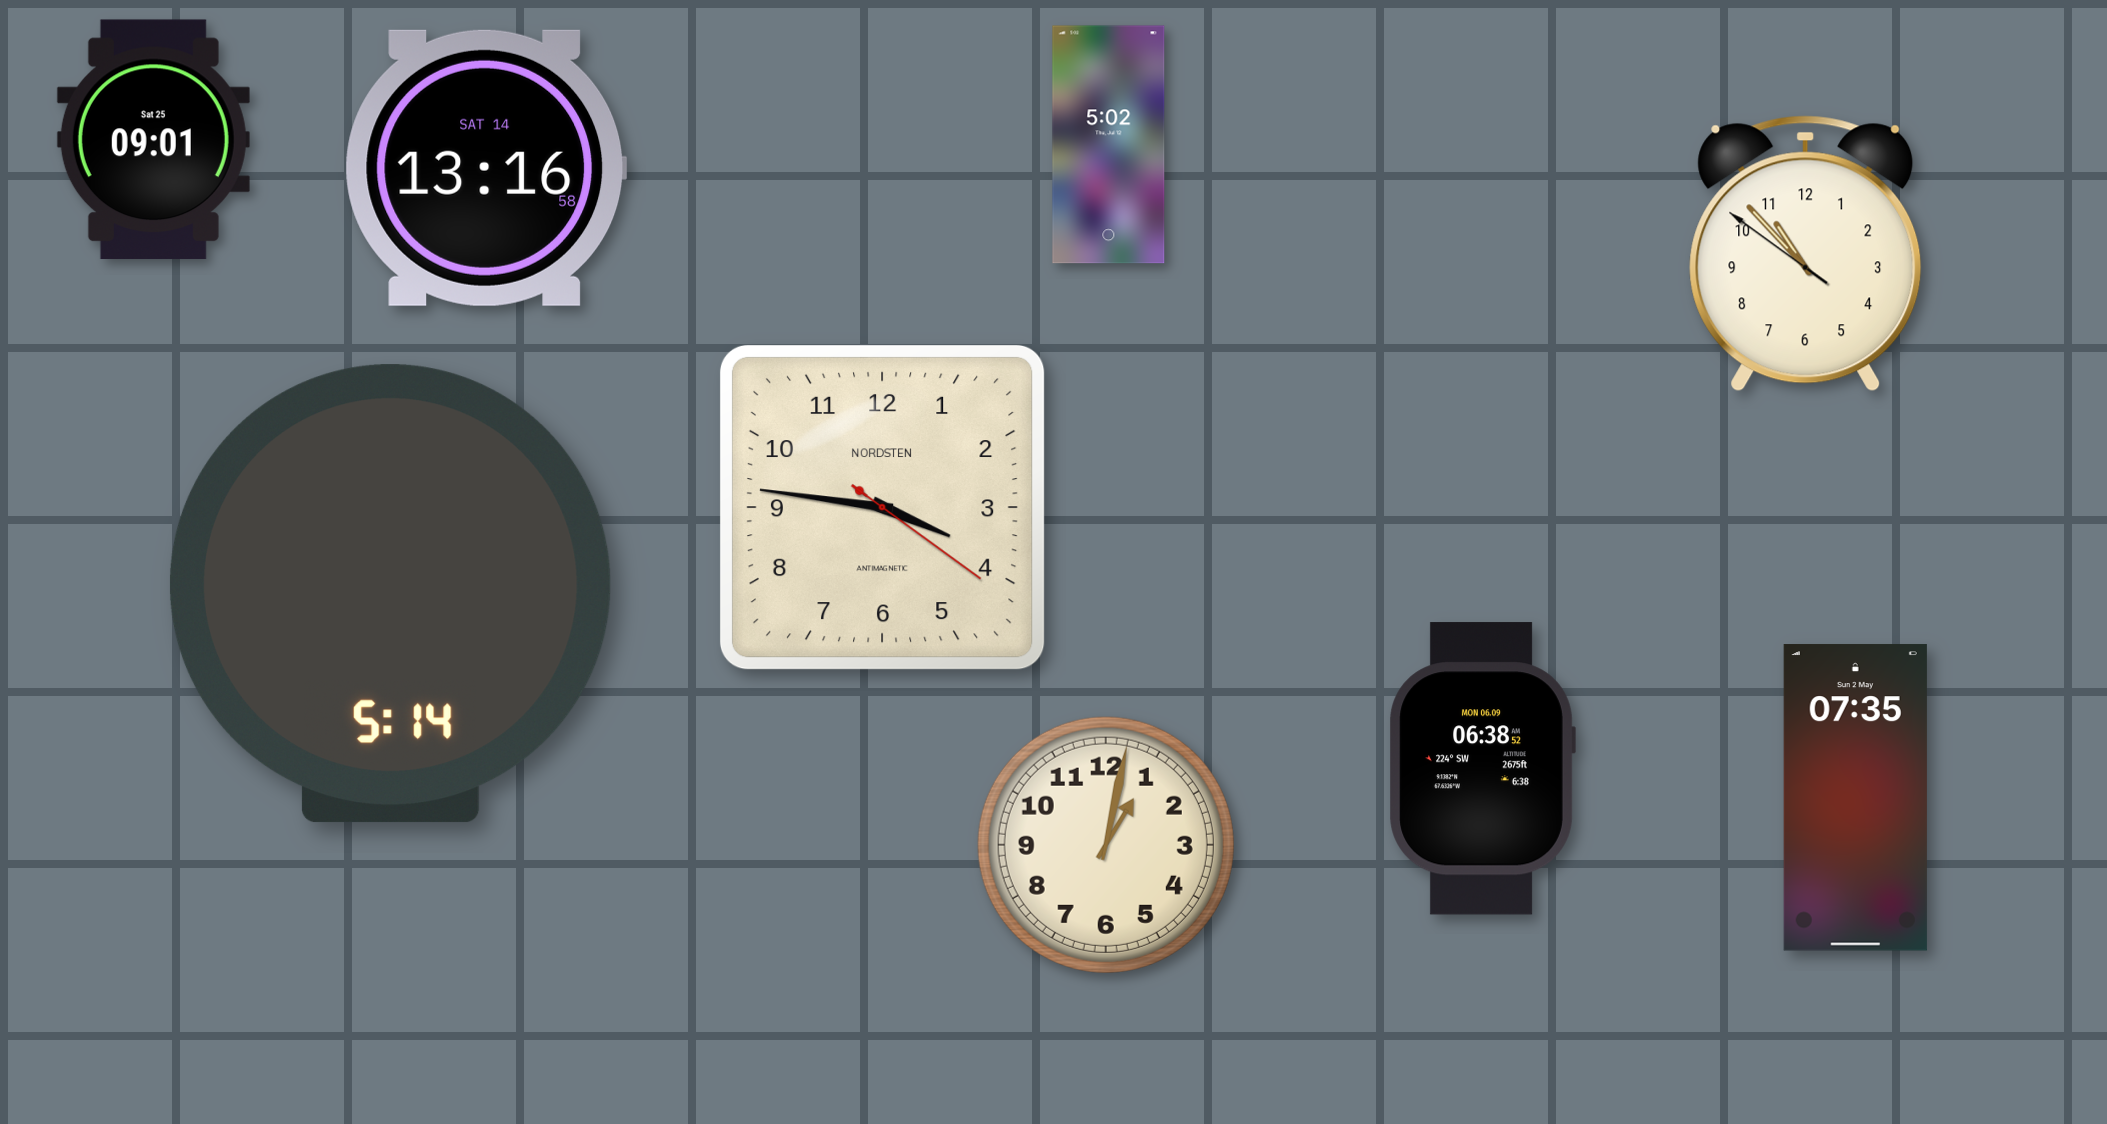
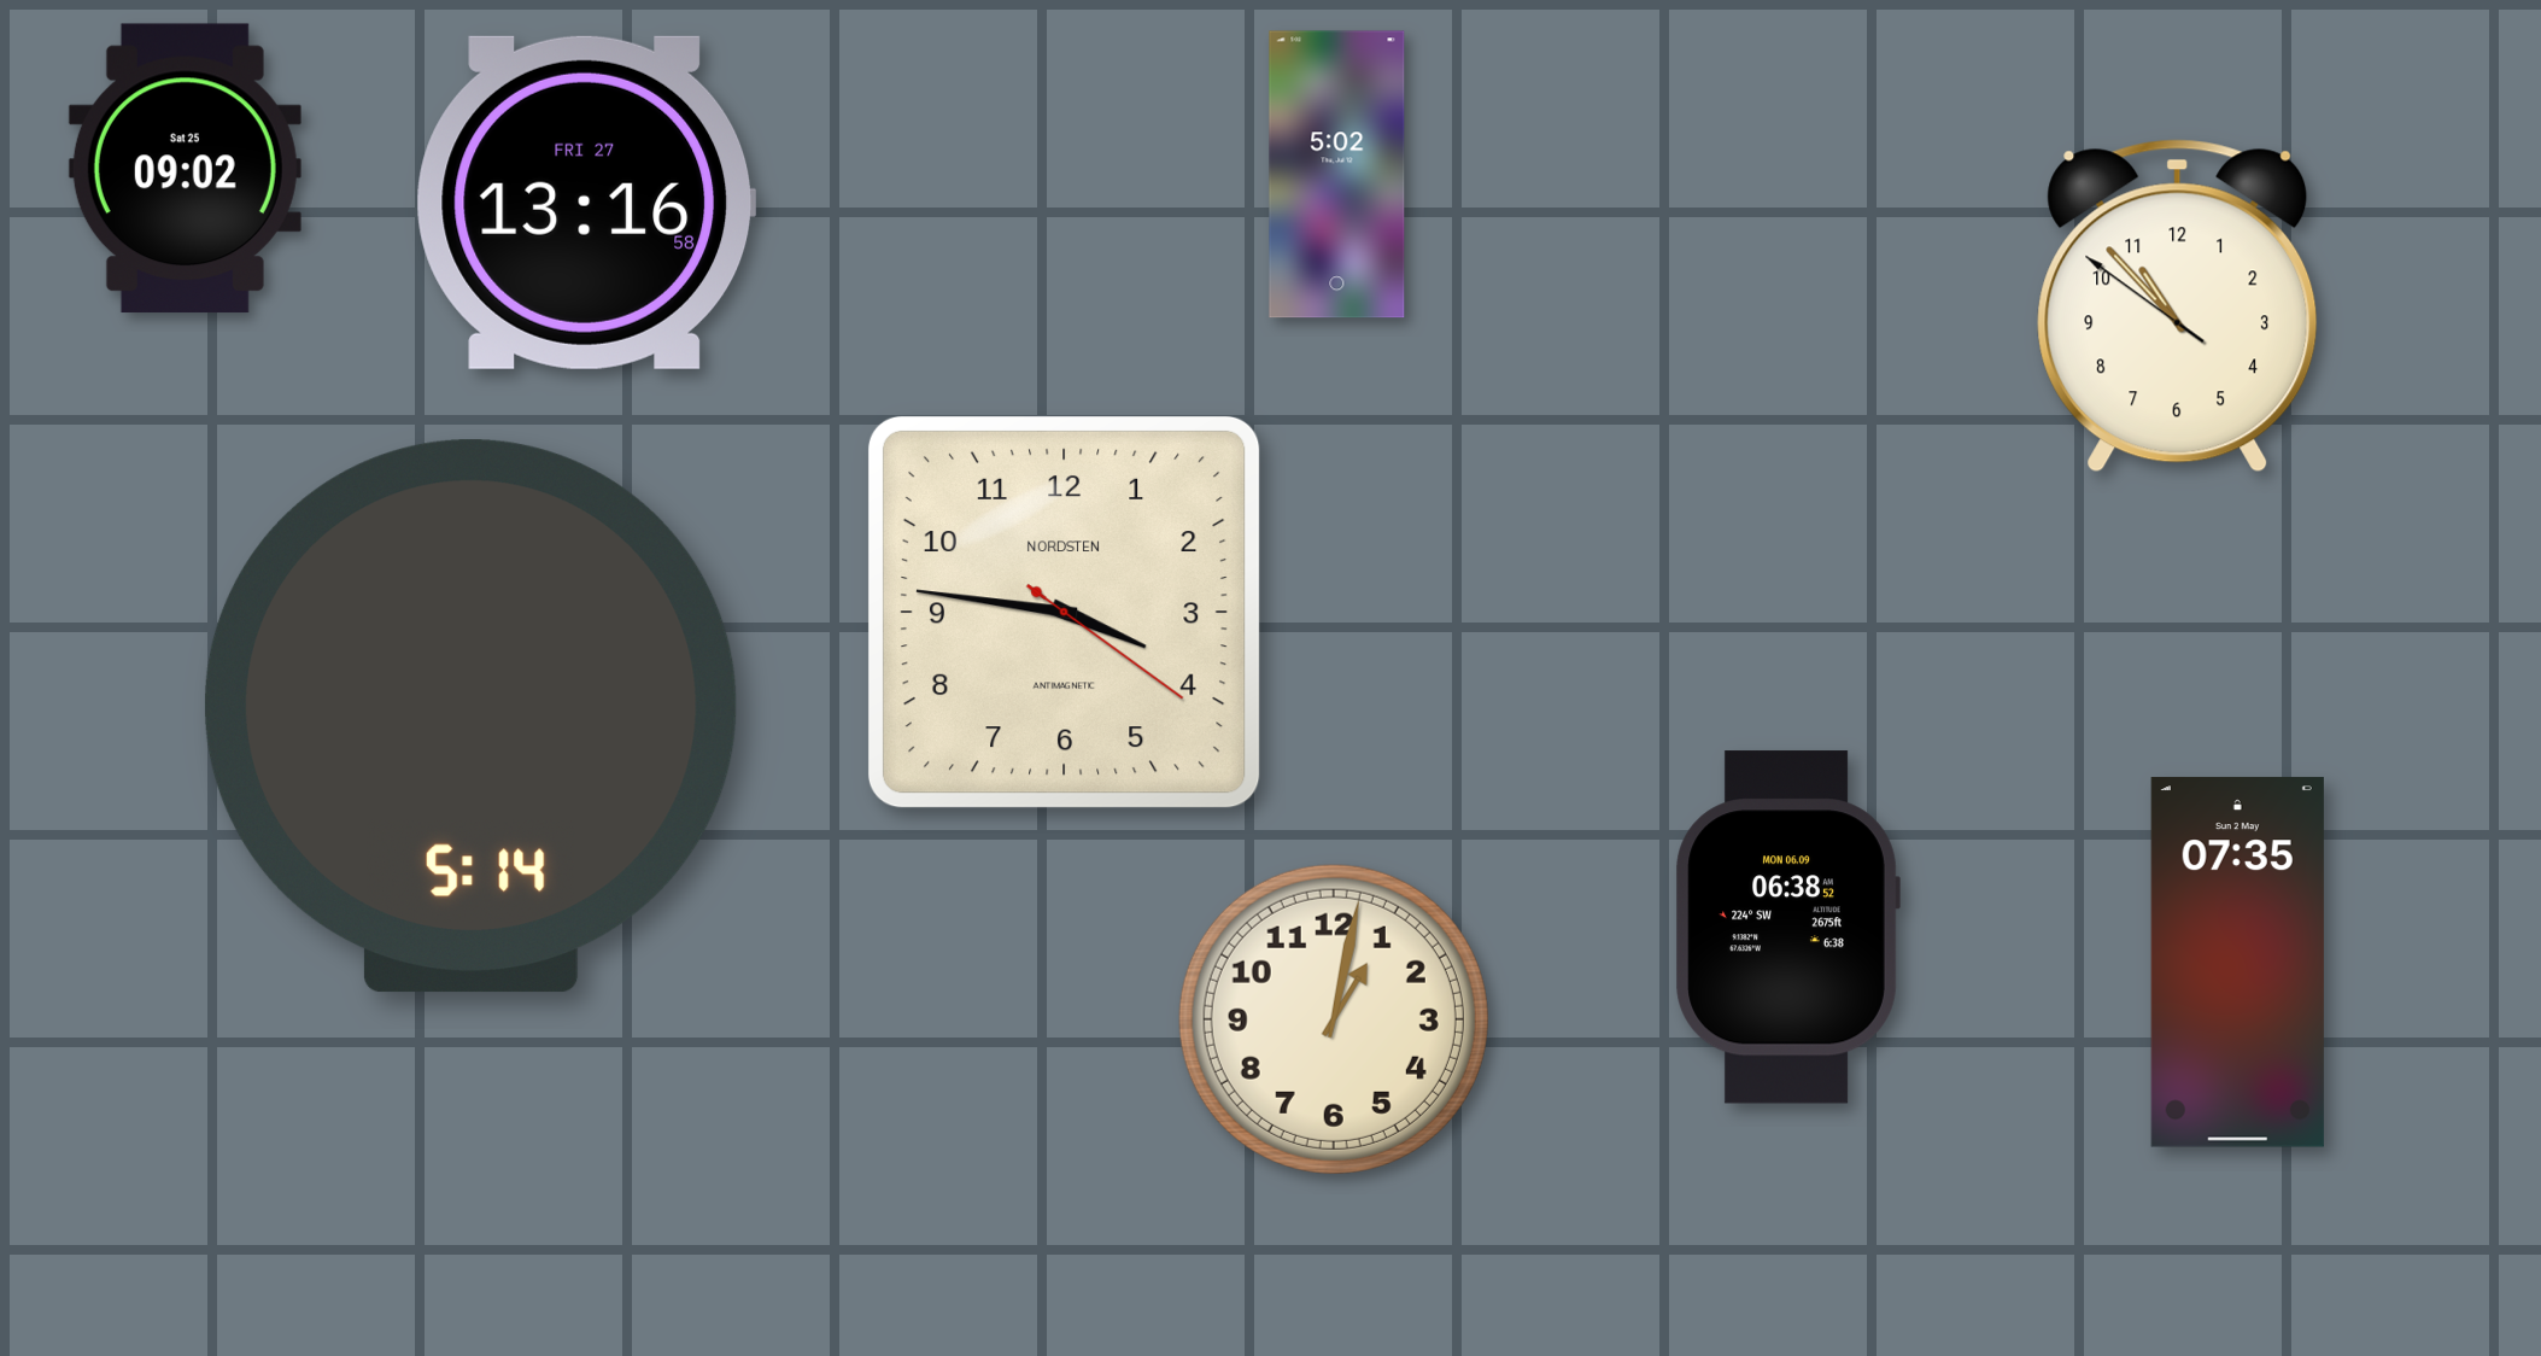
clock at (153, 140): 09:01 -> 09:02
clock at (486, 168) date: SAT 14 -> FRI 27
